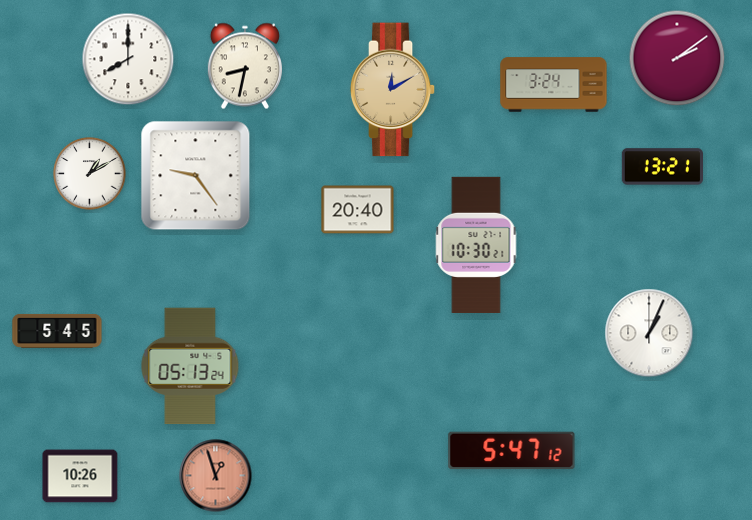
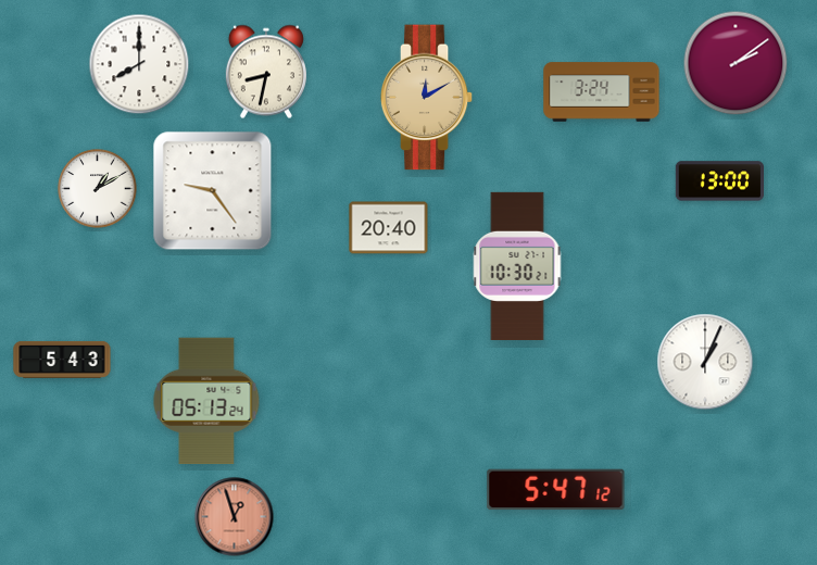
clock at (662, 167): 13:21 -> 13:00
clock at (57, 331): 5:45 -> 5:43
clock at (190, 366) position: (190, 366) -> (206, 401)
clock at (80, 476): 10:26 -> none
